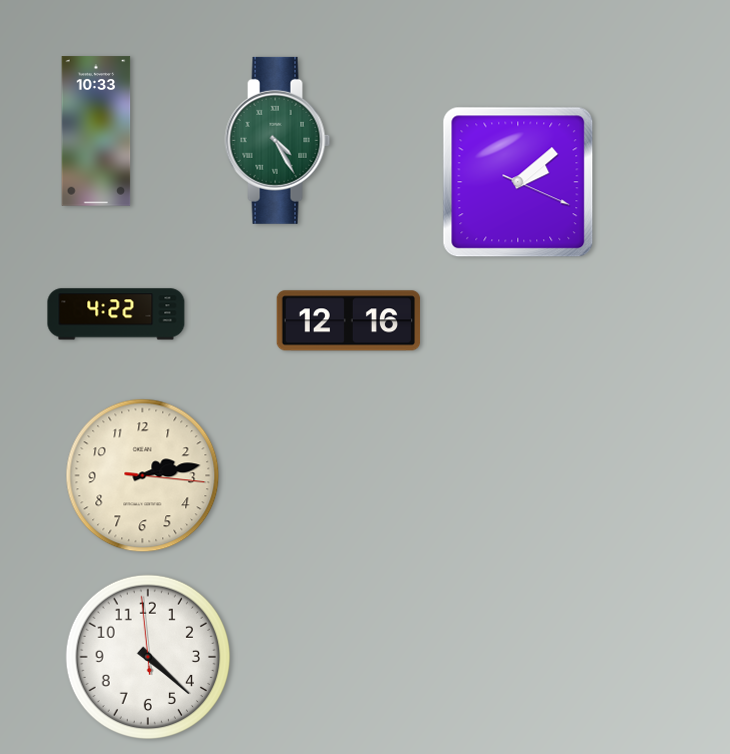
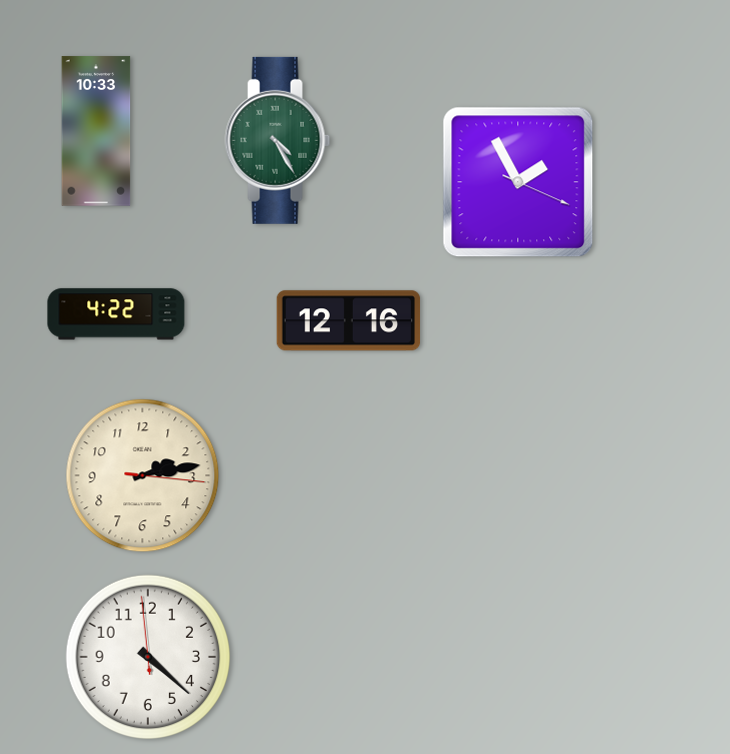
clock at (518, 182): 2:08 -> 1:55
